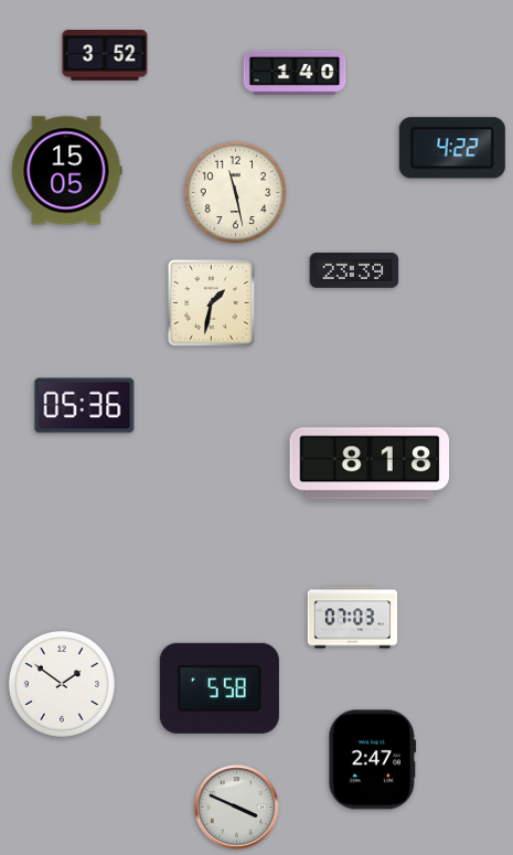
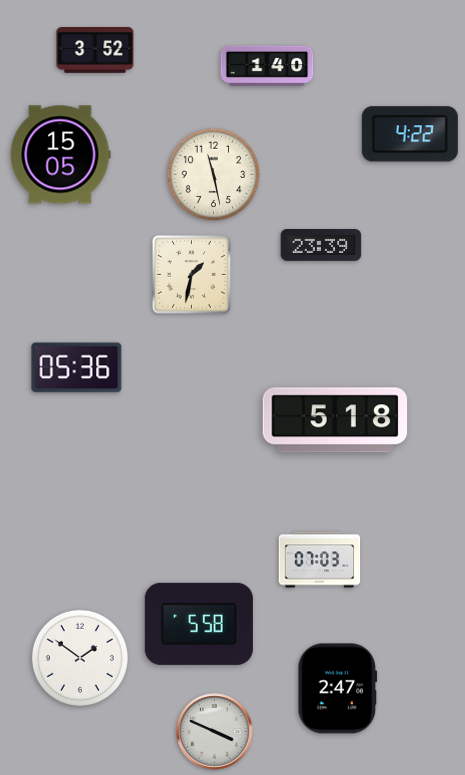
clock at (370, 463): 8:18 -> 5:18
clock at (62, 684) position: (62, 684) -> (80, 658)
